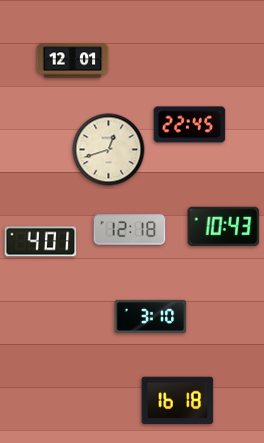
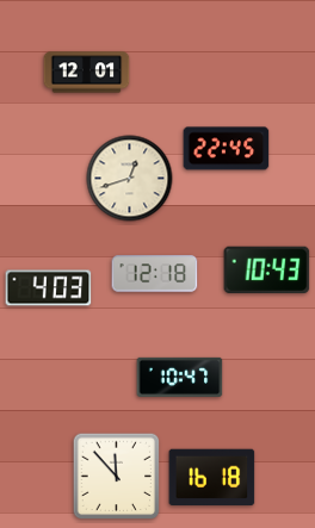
clock at (41, 242): 4:01 -> 4:03
clock at (151, 316): 3:10 -> 10:47
clock at (117, 477): none -> 11:53
